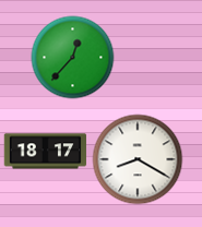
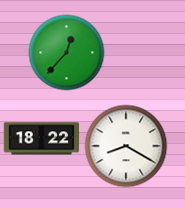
clock at (46, 152): 18:17 -> 18:22
